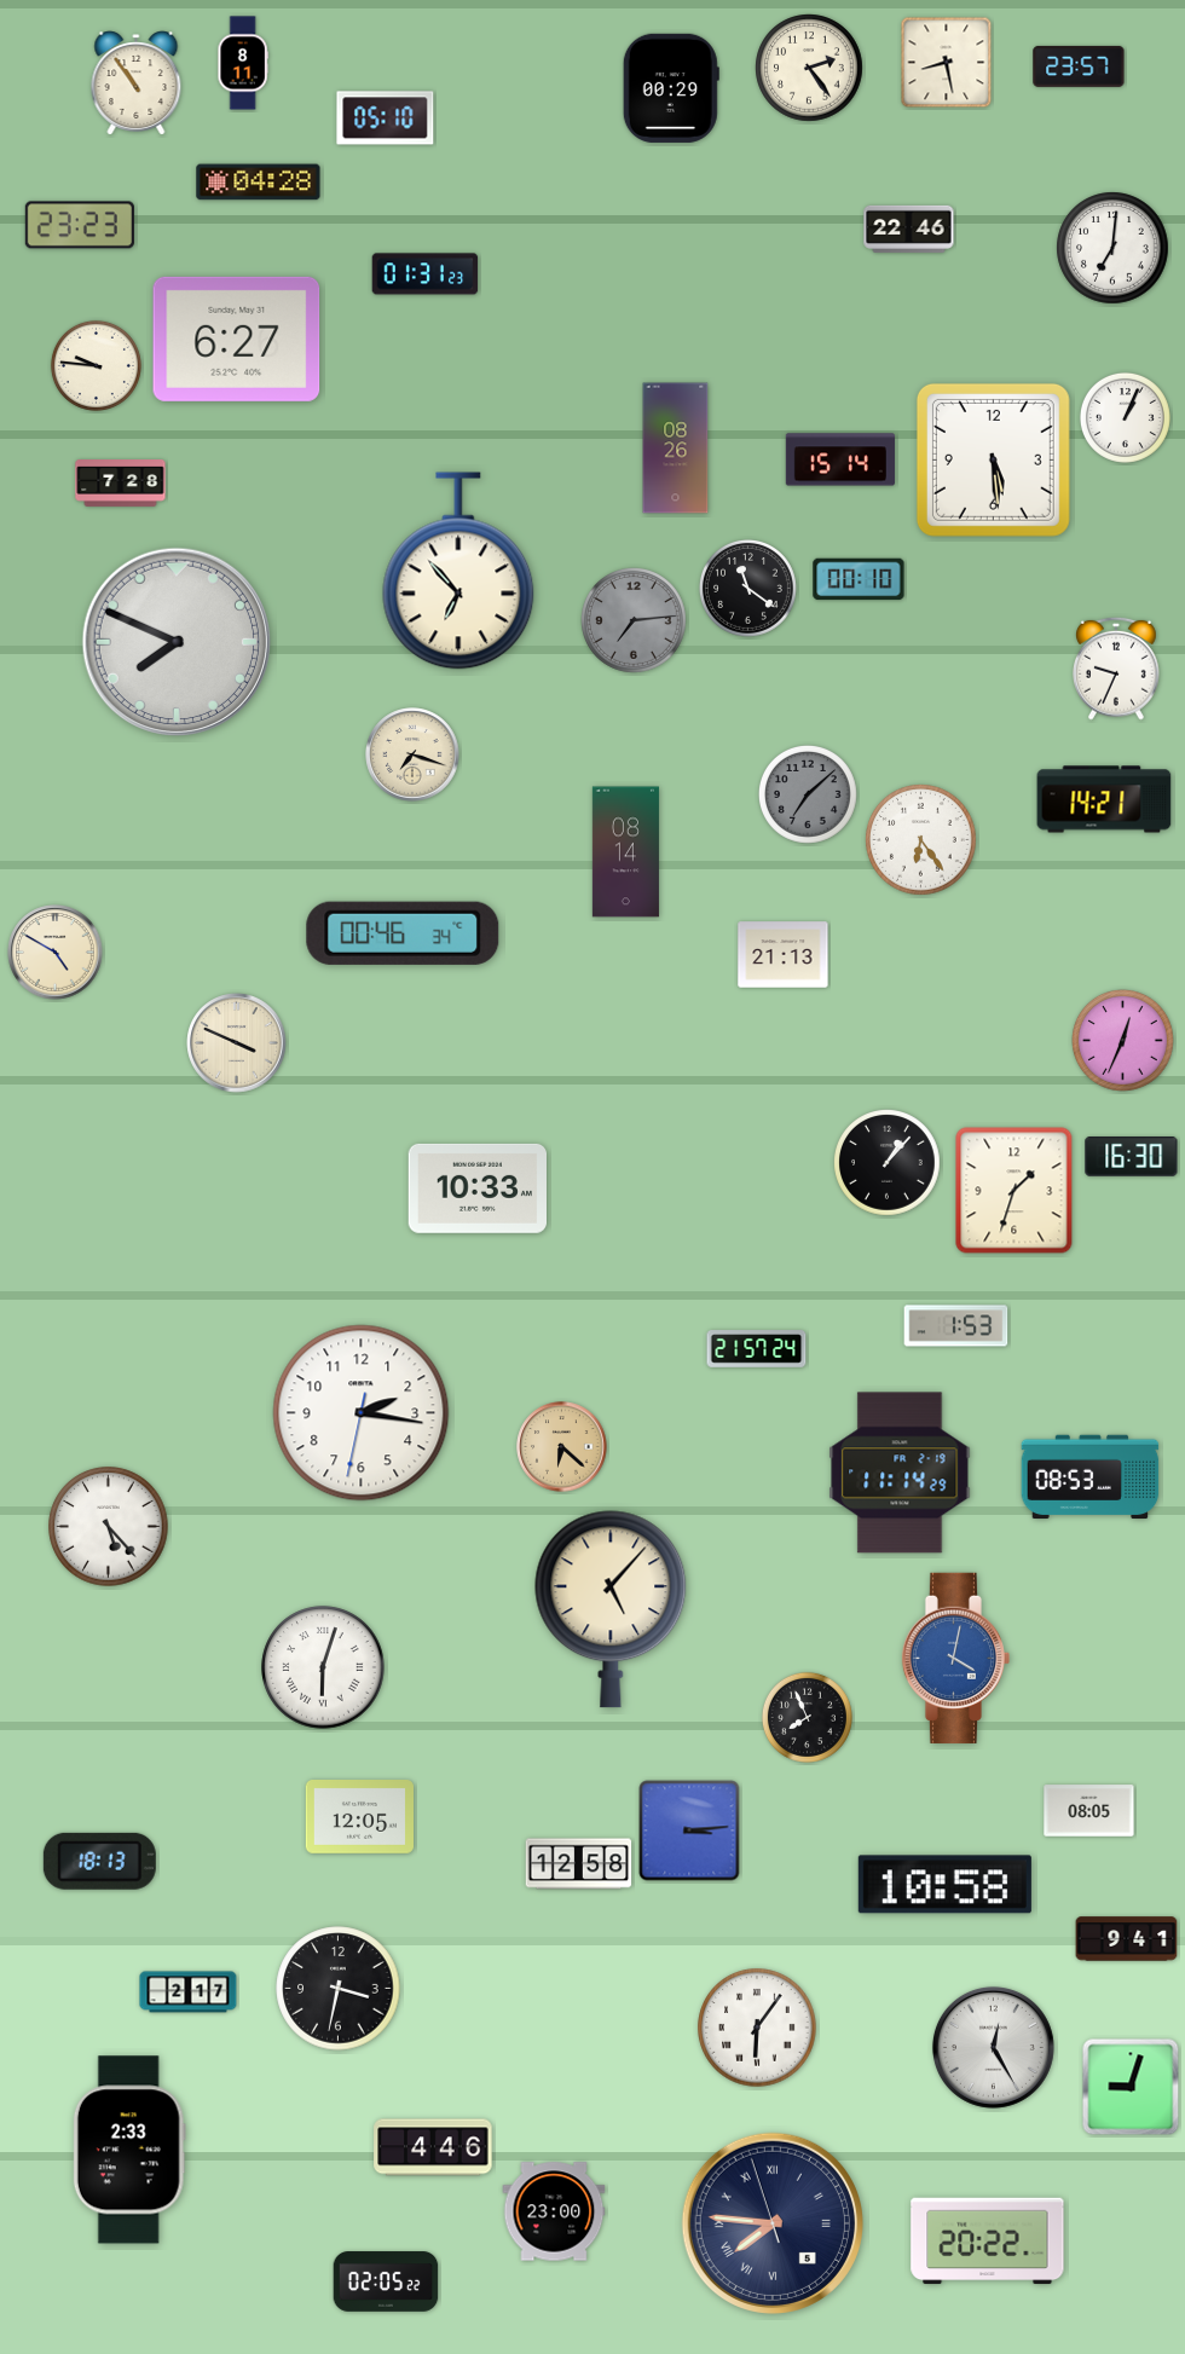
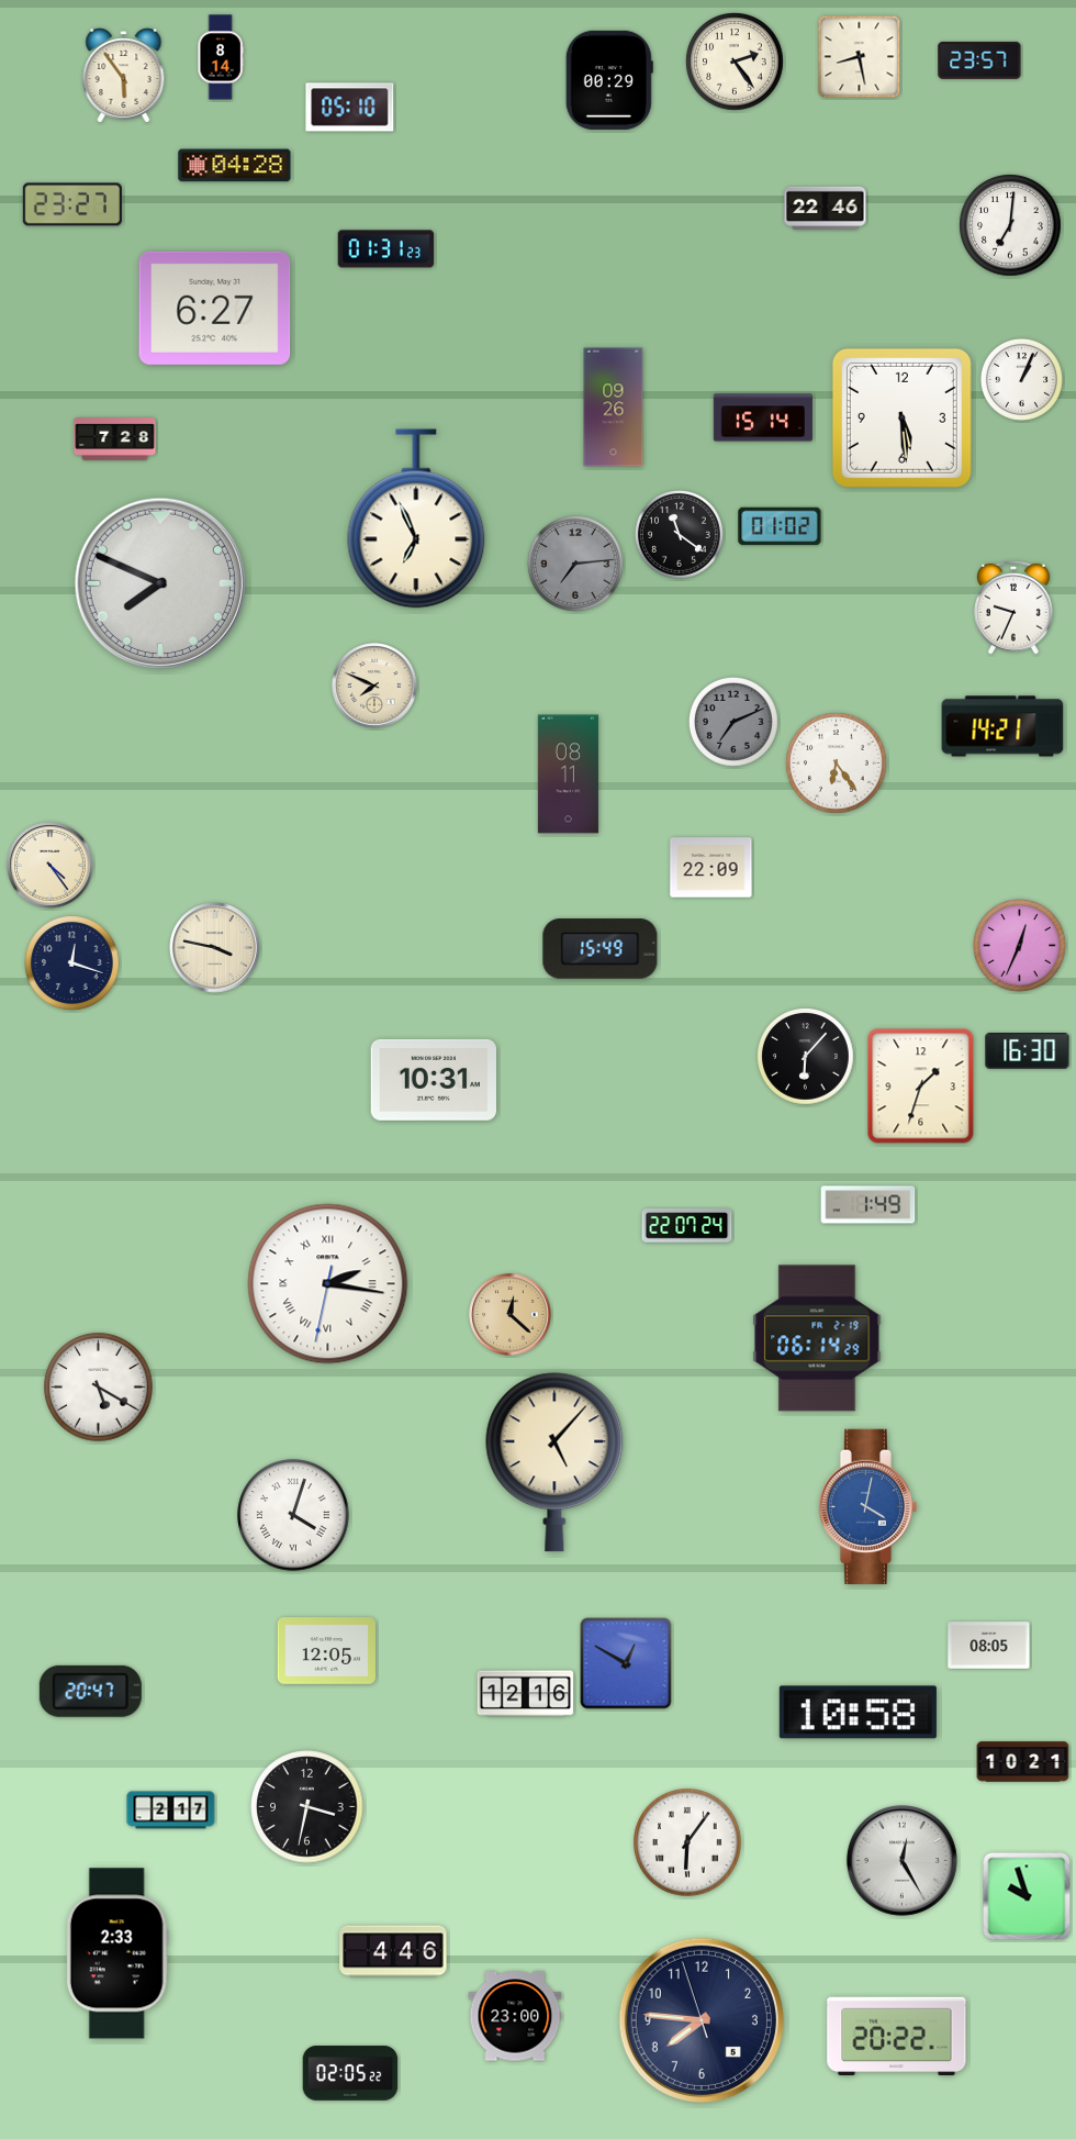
clock at (243, 63): 8:11 -> 8:14
clock at (137, 83): 10:54 -> 5:54
clock at (80, 225): 23:23 -> 23:27
clock at (96, 365): 9:46 -> none
clock at (676, 449): 08:26 -> 09:26
clock at (121, 484) position: (121, 484) -> (115, 439)
clock at (458, 571): 6:53 -> 6:56
clock at (859, 579): 00:10 -> 01:02
clock at (412, 754): 7:18 -> 7:49
clock at (808, 794): 7:08 -> 7:11
clock at (625, 852): 08:14 -> 08:11
clock at (403, 933): 00:46 -> none
clock at (56, 953): 4:50 -> 4:24
clock at (784, 955): 21:13 -> 22:09
clock at (237, 1043): 3:49 -> 3:47
clock at (601, 949): none -> 15:49
clock at (72, 963): none -> 12:18
clock at (888, 1163): 1:07 -> 6:07
clock at (476, 1188): 10:33 -> 10:31
clock at (1015, 1191) position: (1015, 1191) -> (921, 1087)
clock at (956, 1326): 1:53 -> 1:49
clock at (757, 1349): 21:57 -> 22:07
clock at (362, 1413) numerals: Arabic -> Roman
clock at (562, 1447): 6:22 -> 12:22
clock at (900, 1473): 11:14 -> 06:14
clock at (1091, 1477): 08:53 -> none
clock at (109, 1527): 5:23 -> 5:20
clock at (323, 1667): 6:03 -> 4:03
clock at (807, 1717): 7:56 -> none
clock at (689, 1830): 3:14 -> 12:50
clock at (99, 1861): 18:13 -> 20:47
clock at (579, 1864): 12:58 -> 12:16
clock at (1127, 1939): 9:41 -> 10:21
clock at (1131, 2087): 9:03 -> 9:57
clock at (554, 2211) position: (554, 2211) -> (515, 2016)
clock at (773, 2223) numerals: Roman -> Arabic
